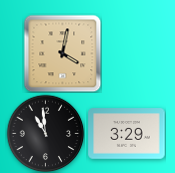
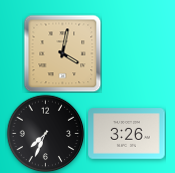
clock at (45, 133): 10:59 -> 7:34
clock at (127, 134): 3:29 -> 3:26
